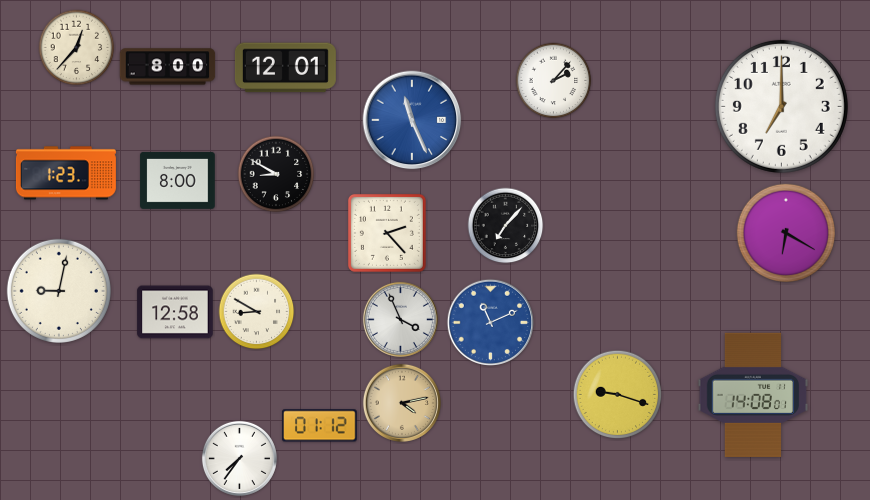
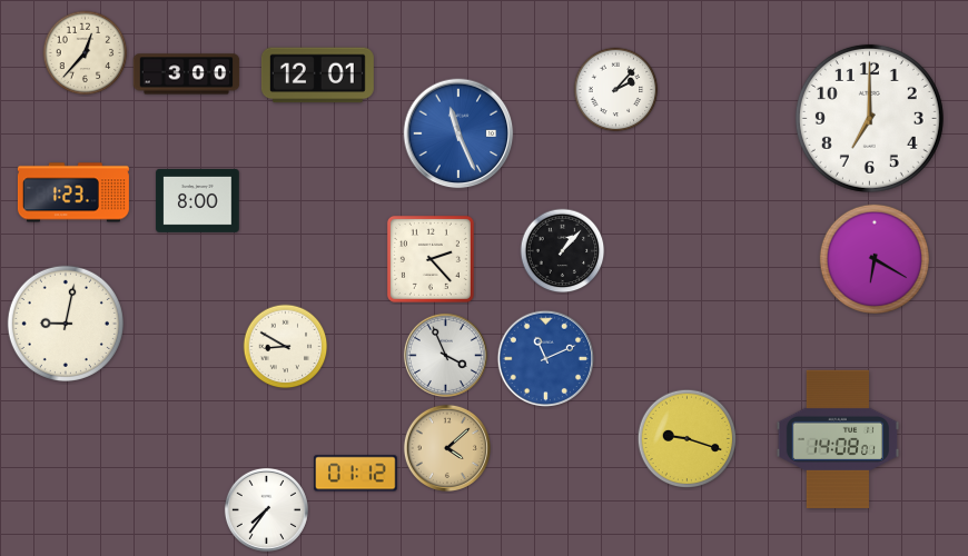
clock at (168, 67): 8:00 -> 3:00
clock at (276, 174): 8:50 -> none
clock at (506, 226): 7:07 -> 1:07
clock at (175, 312): 12:58 -> none
clock at (402, 403): 4:13 -> 4:08
